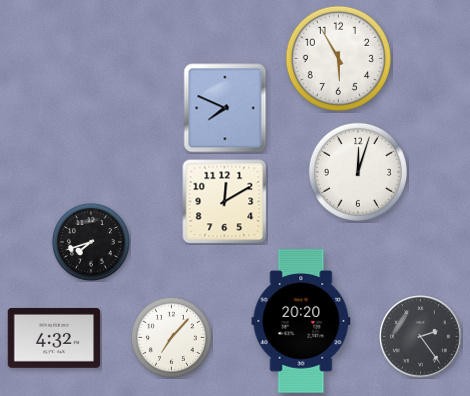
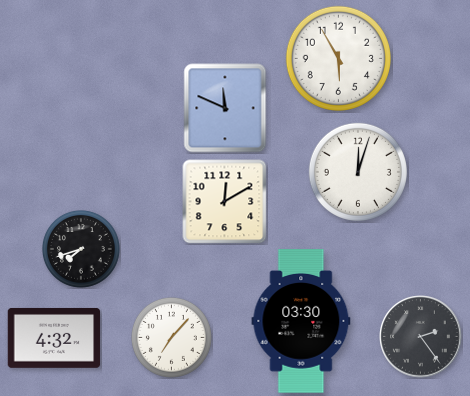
clock at (225, 108): 7:49 -> 11:49
clock at (91, 242) position: (91, 242) -> (81, 249)
clock at (301, 321): 20:20 -> 03:30
